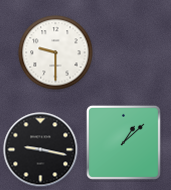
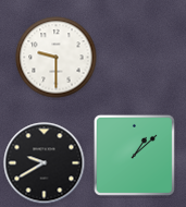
clock at (56, 53) position: (56, 53) -> (57, 58)
clock at (41, 150): 9:17 -> 9:40
